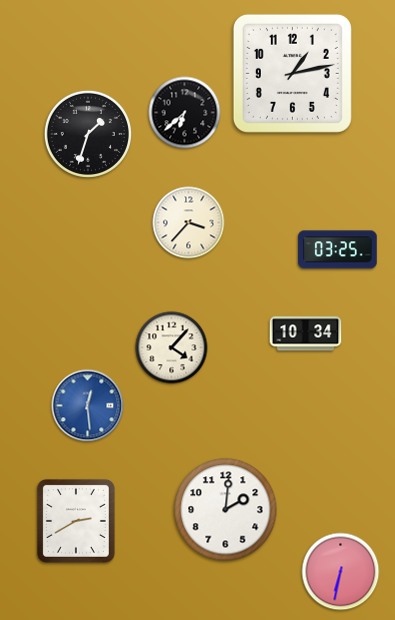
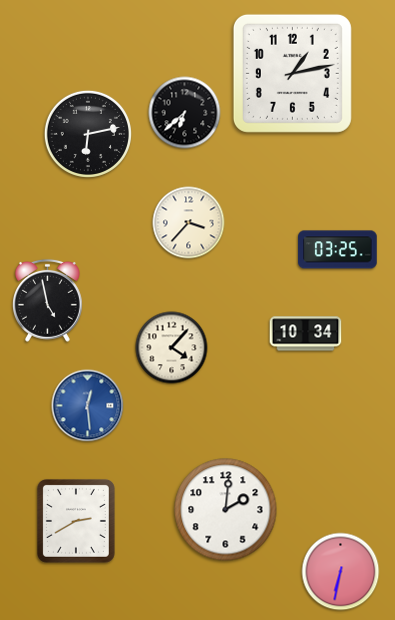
clock at (88, 134): 1:33 -> 6:13
clock at (47, 300): none -> 4:58
